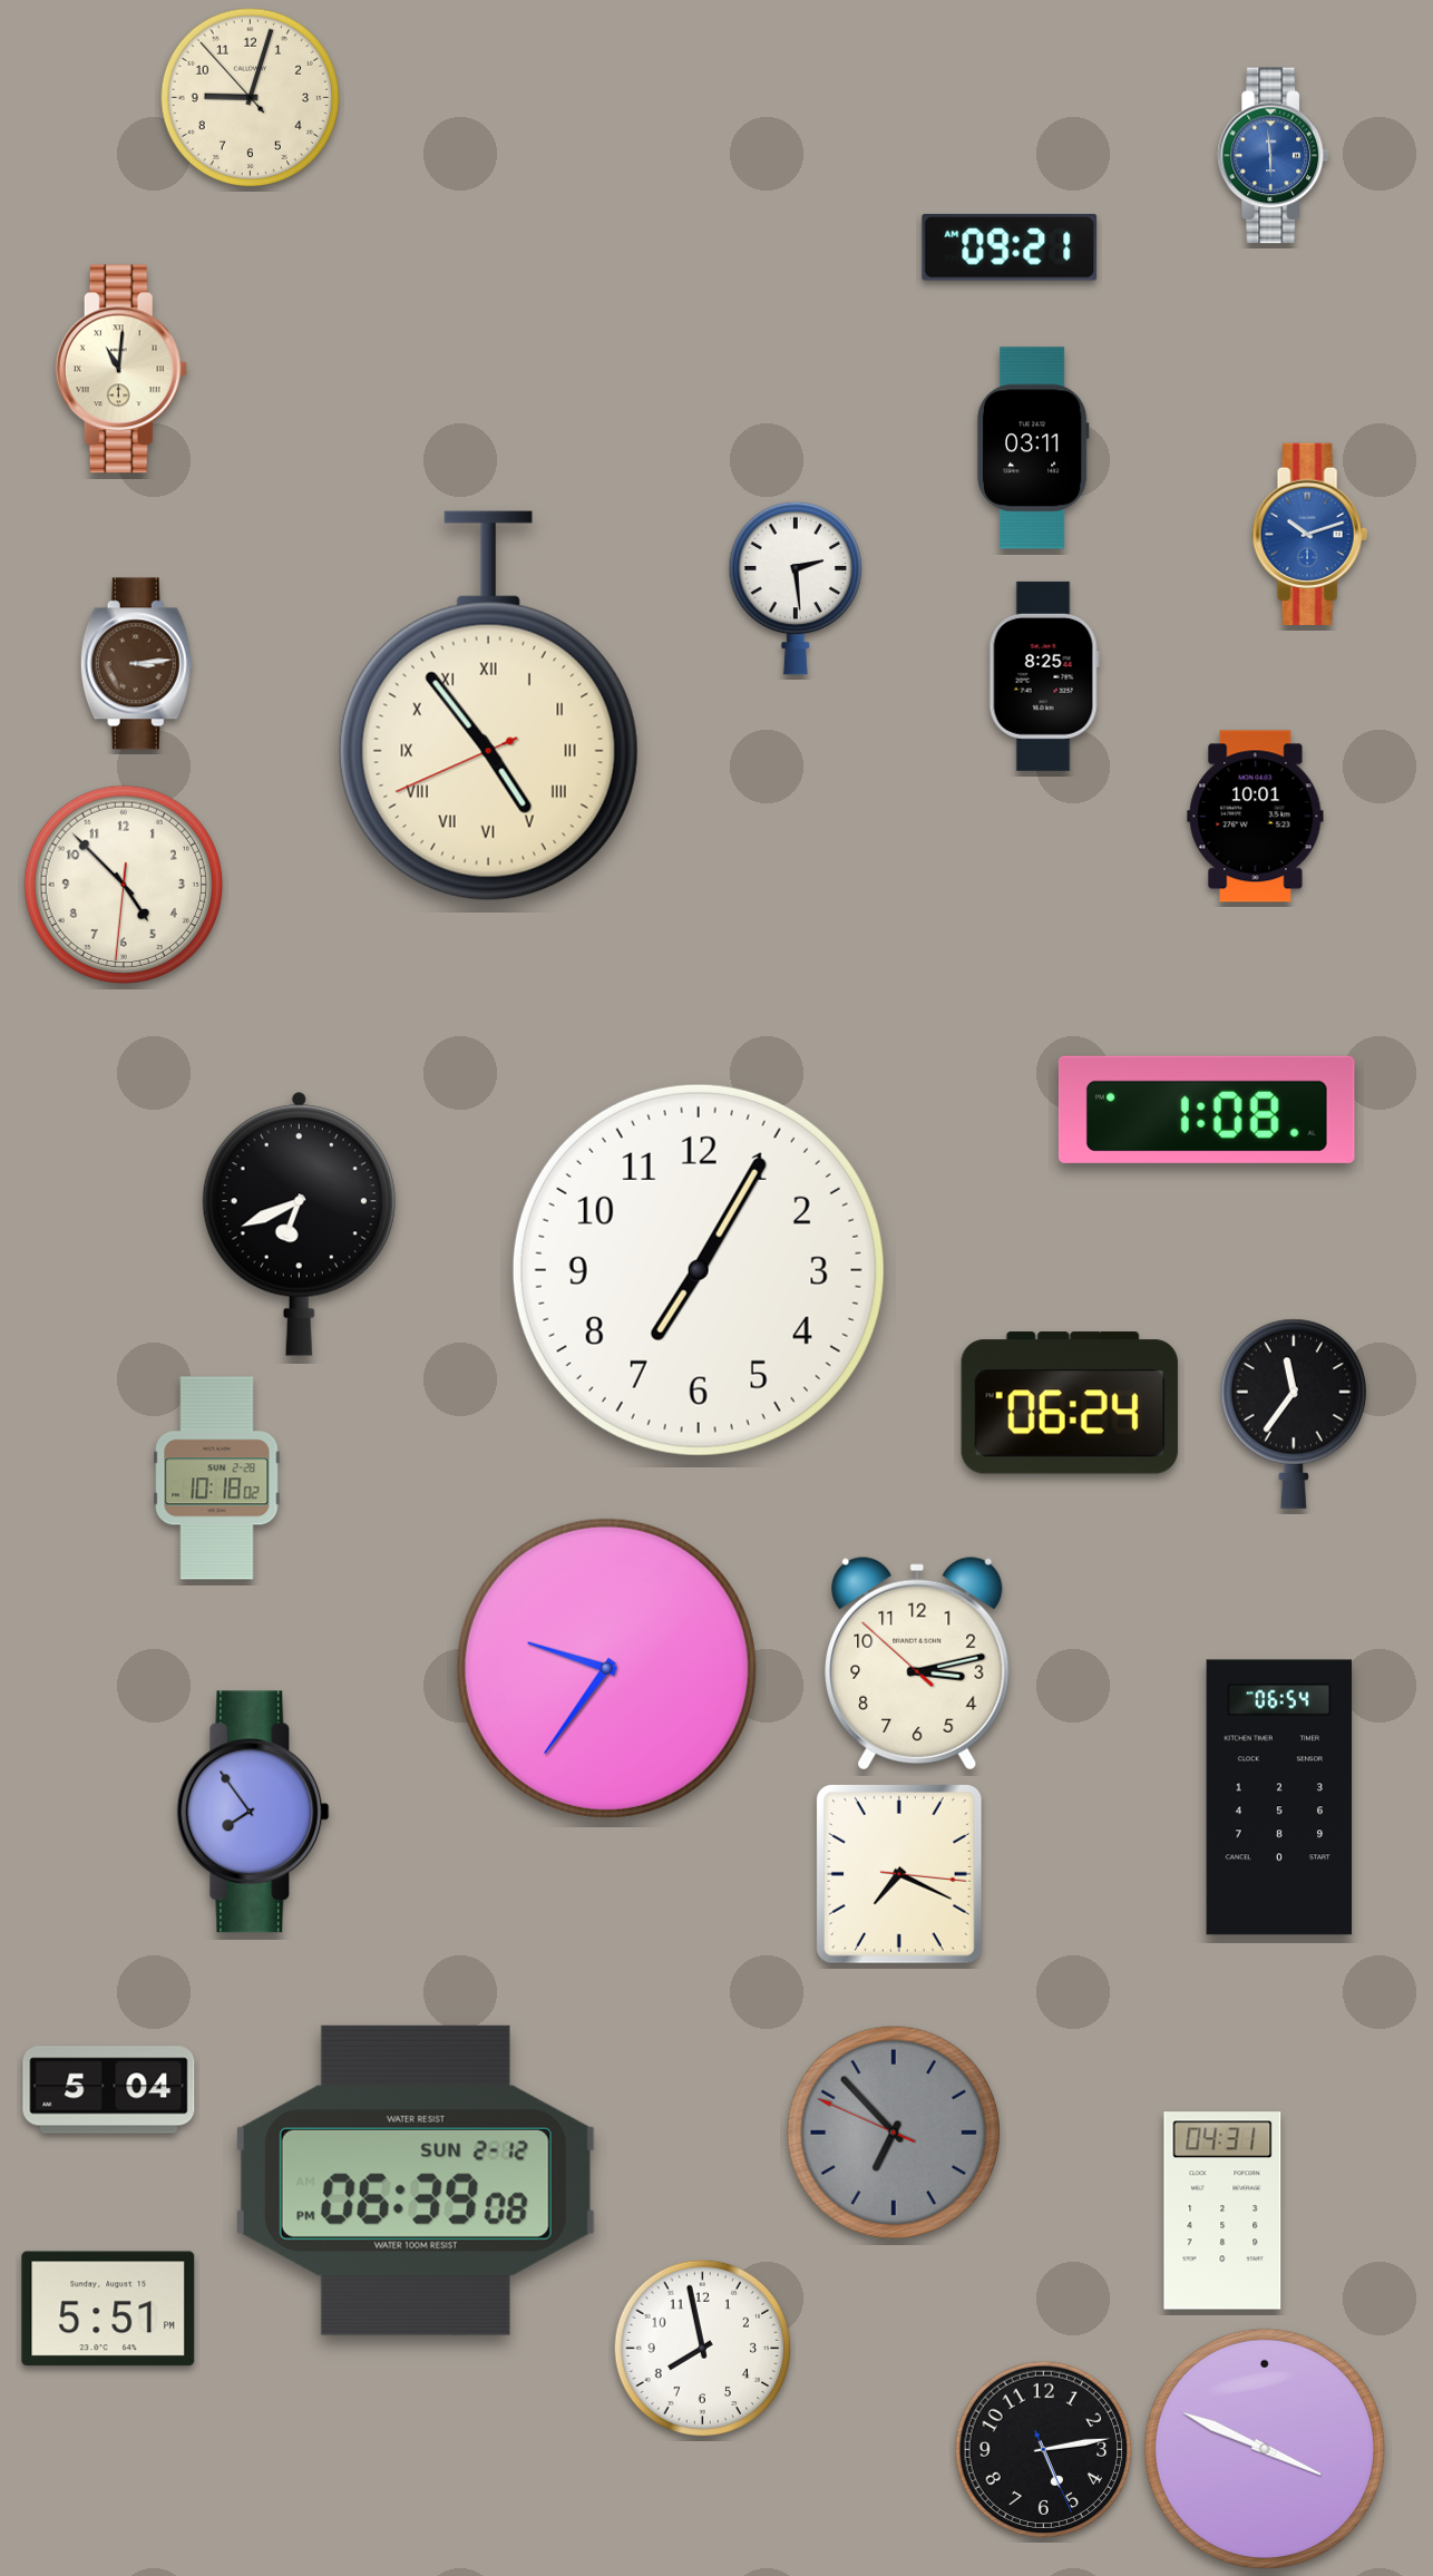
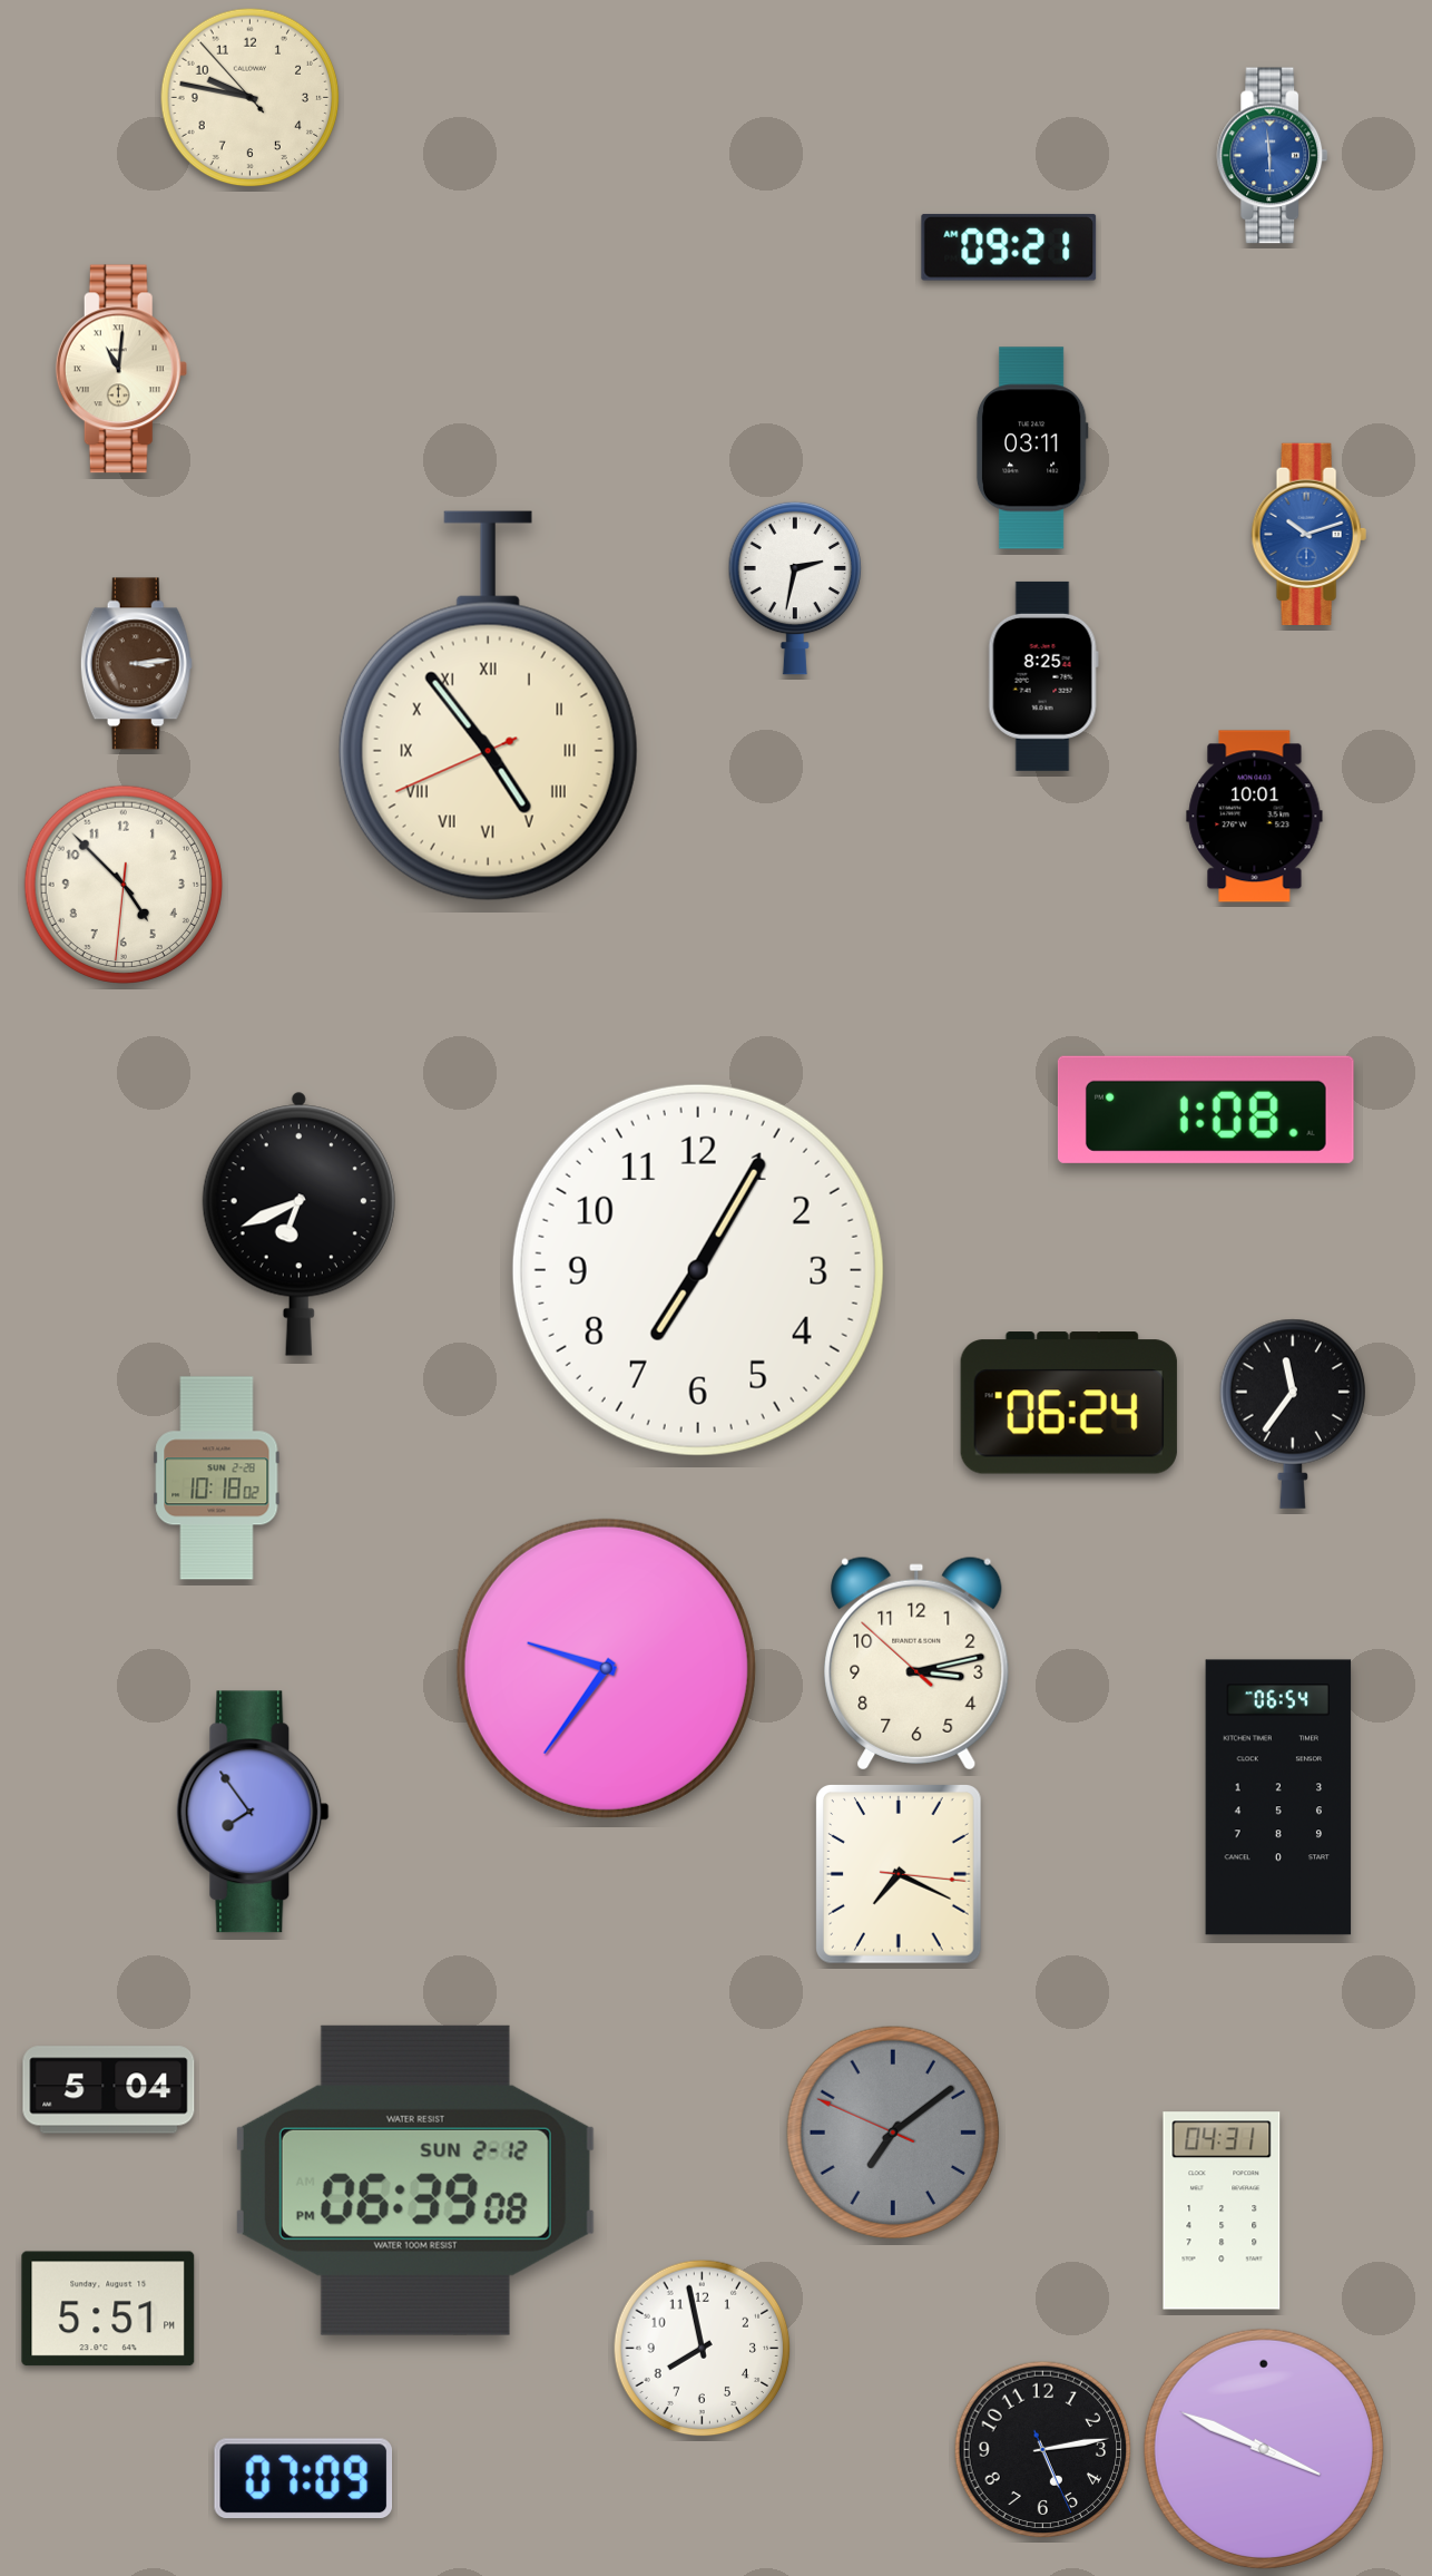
clock at (251, 98): 9:02 -> 9:46
clock at (796, 588): 2:29 -> 2:32
clock at (894, 2133): 6:52 -> 7:08
clock at (303, 2479): none -> 07:09
